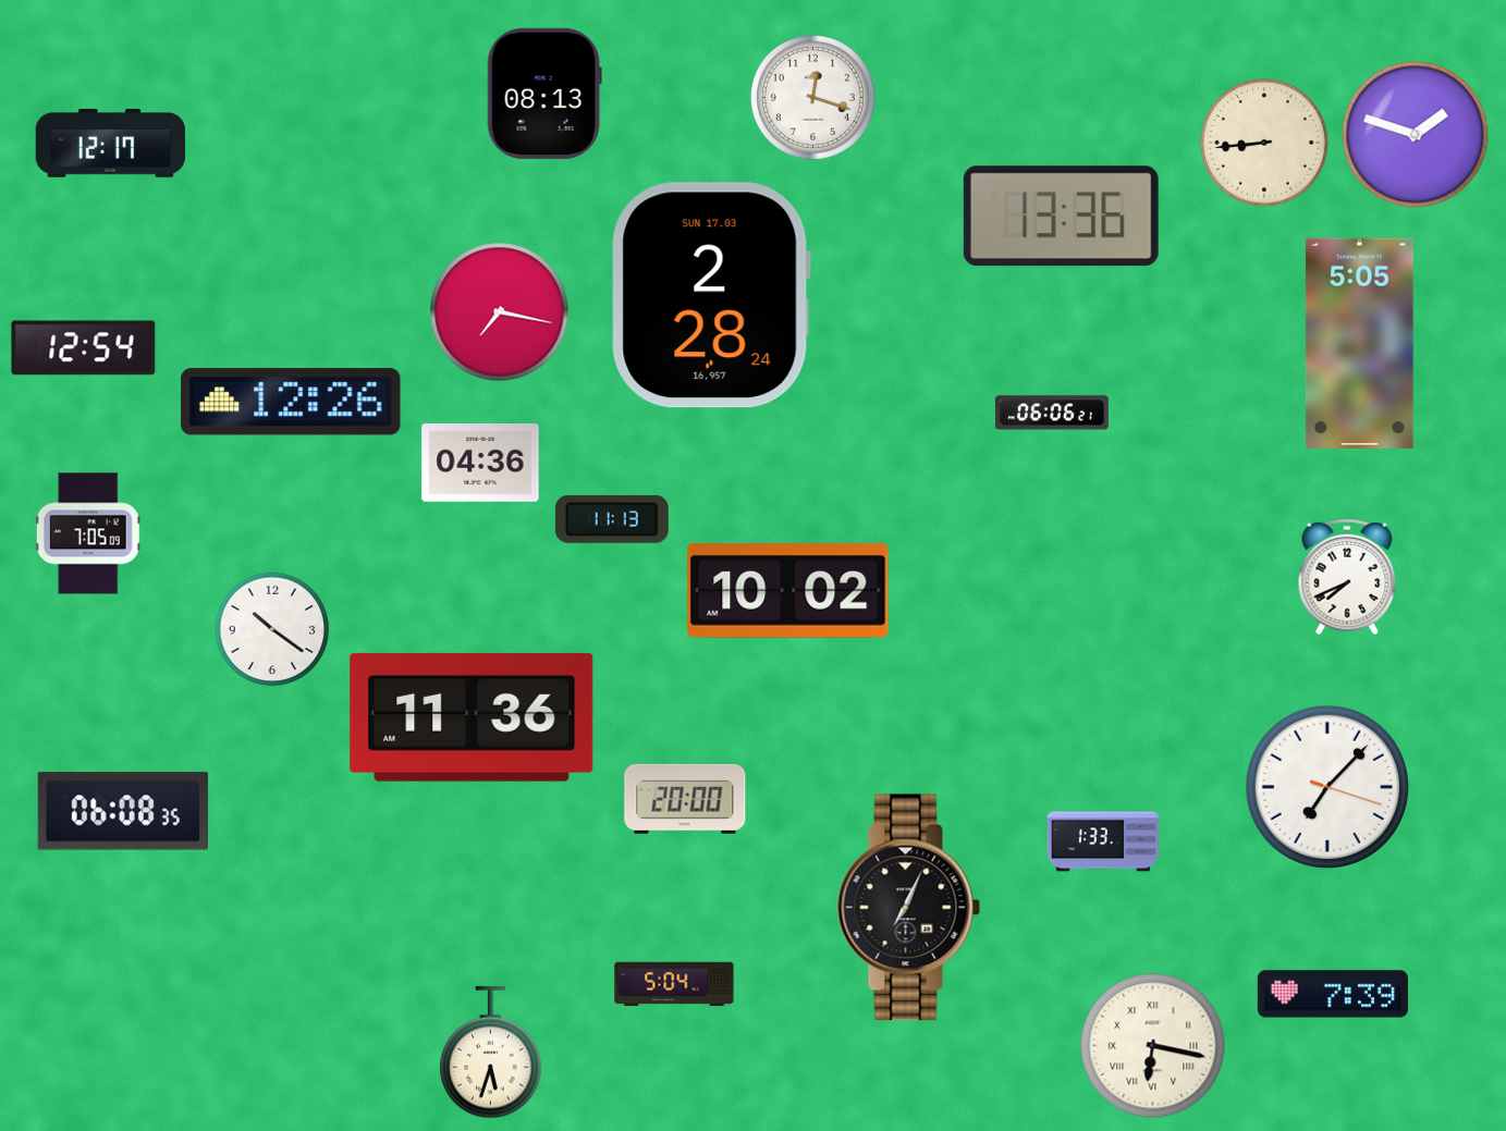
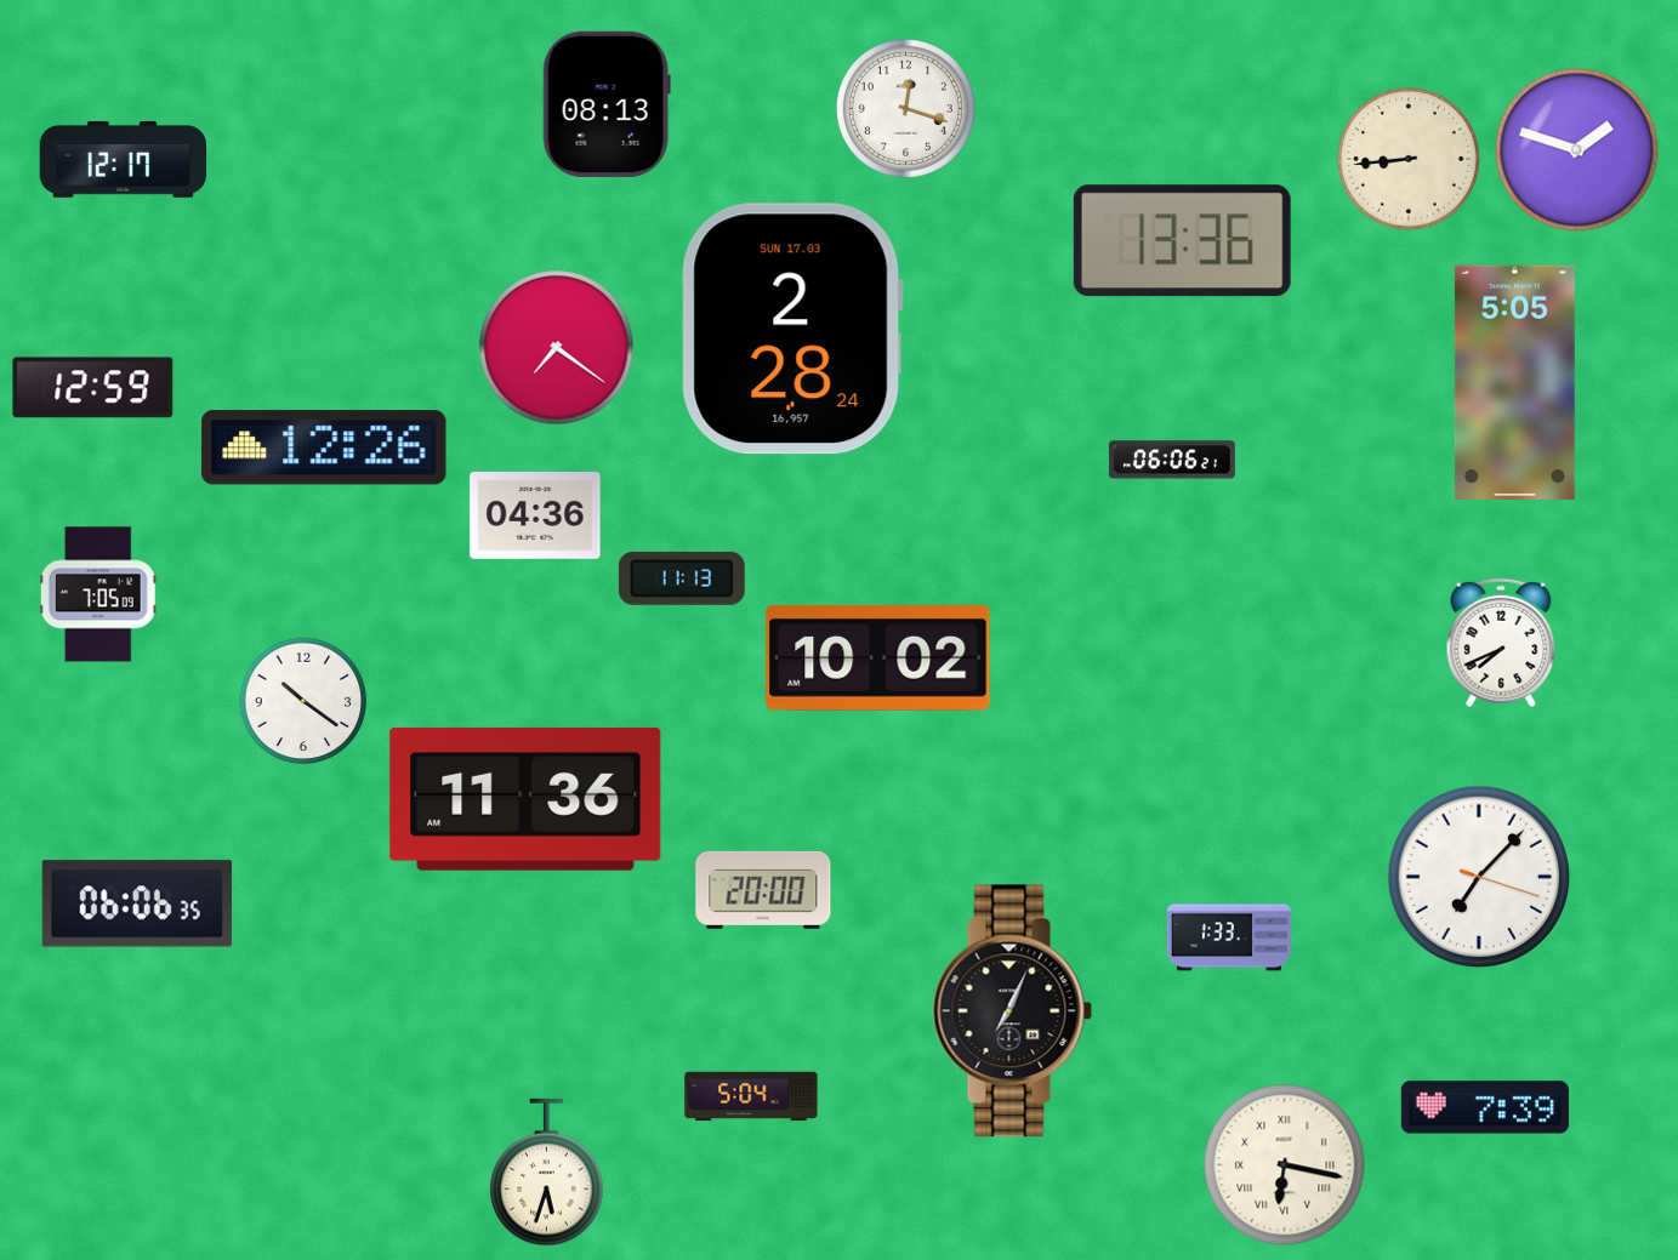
clock at (500, 312): 7:17 -> 7:21
clock at (84, 348): 12:54 -> 12:59
clock at (123, 811): 06:08 -> 06:06
